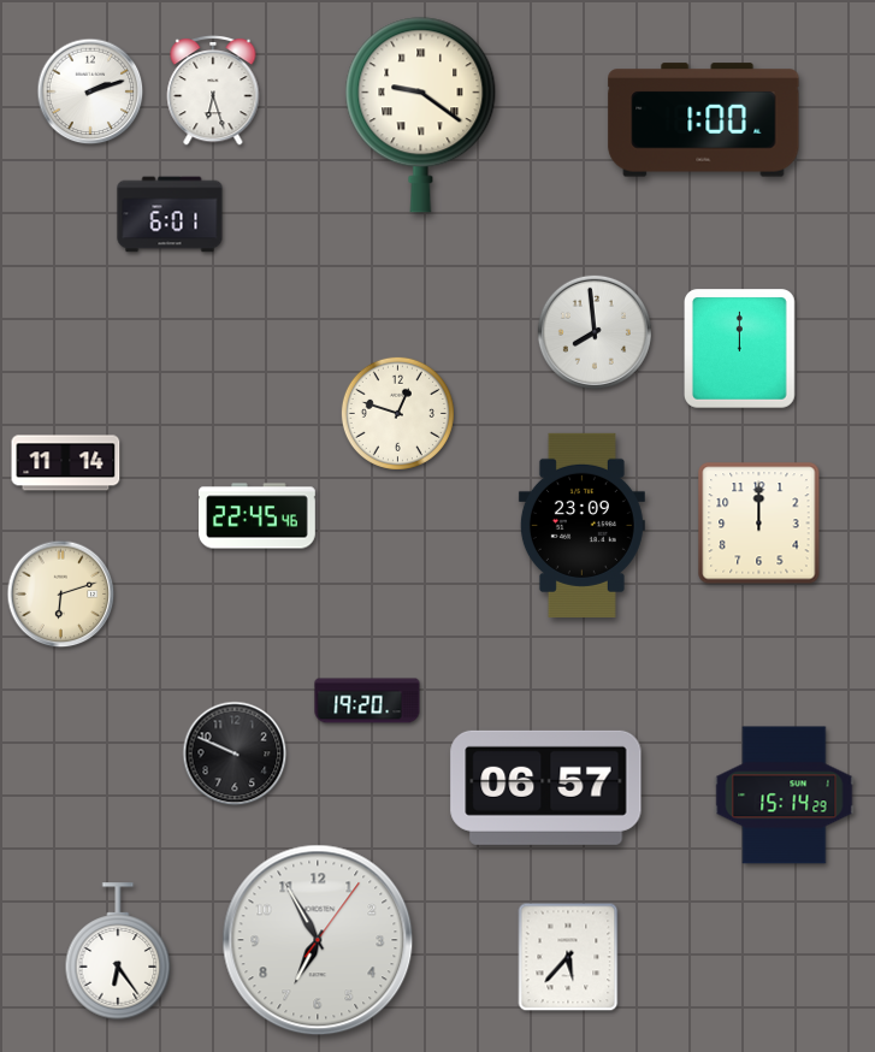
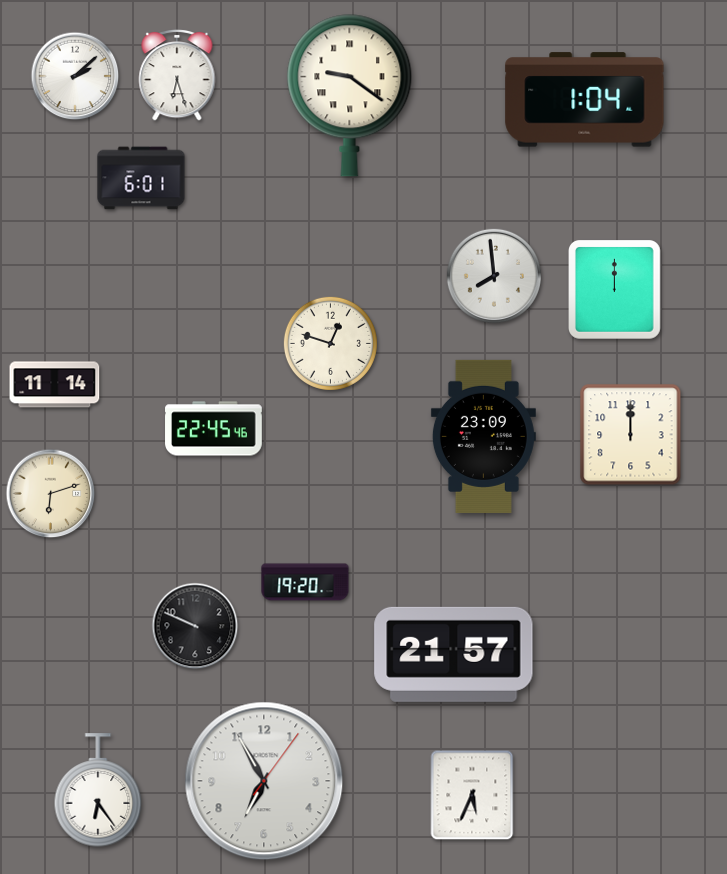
clock at (90, 91): 2:12 -> 2:08
clock at (704, 120): 1:00 -> 1:04
clock at (546, 787): 06:57 -> 21:57
clock at (785, 796): 15:14 -> none
clock at (568, 957): 5:37 -> 5:34
